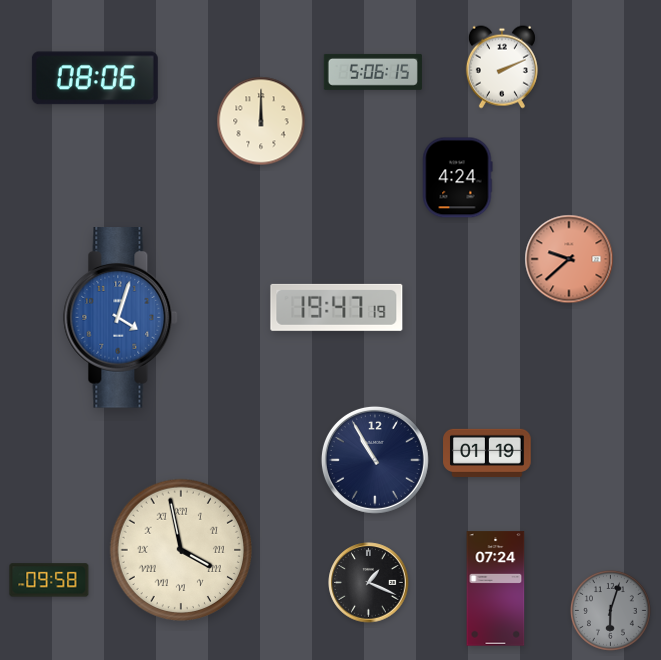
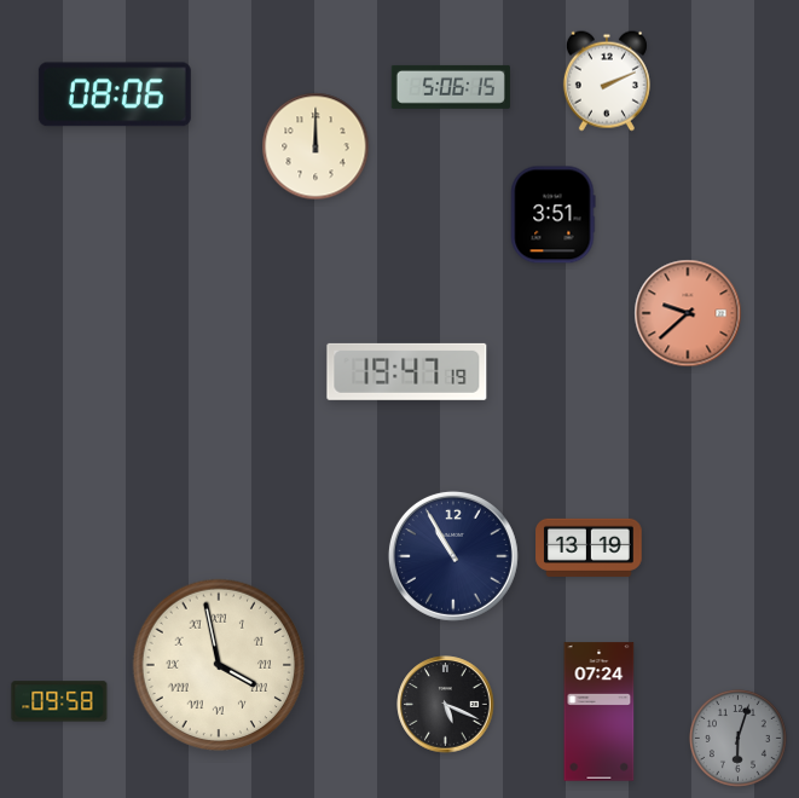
clock at (458, 178): 4:24 -> 3:51
clock at (121, 318): 4:03 -> none
clock at (487, 453): 01:19 -> 13:19
clock at (369, 583): 1:19 -> 5:19
